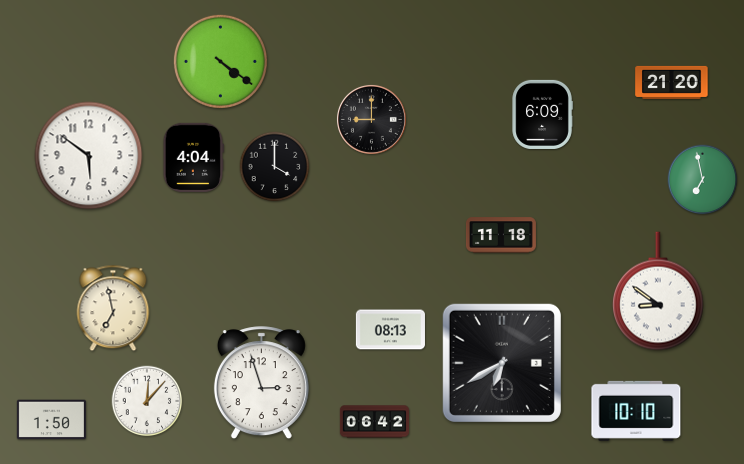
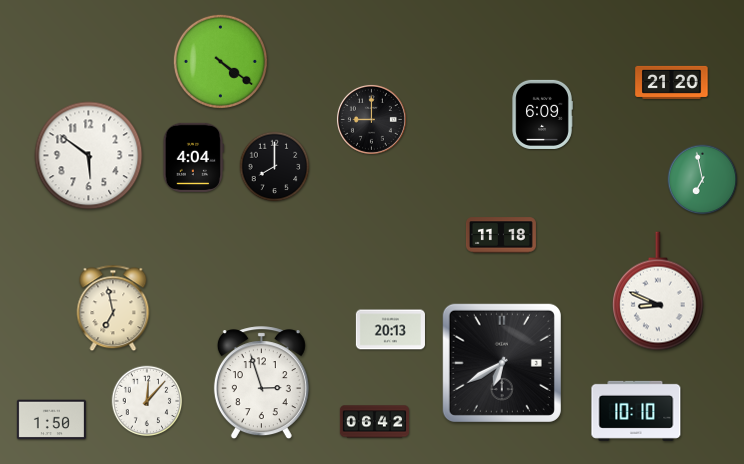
clock at (275, 167): 4:00 -> 8:00
clock at (659, 291): 8:51 -> 8:49
clock at (390, 330): 08:13 -> 20:13
